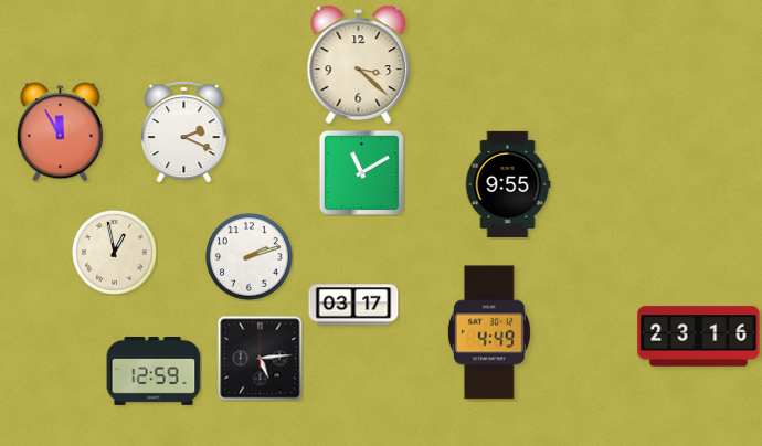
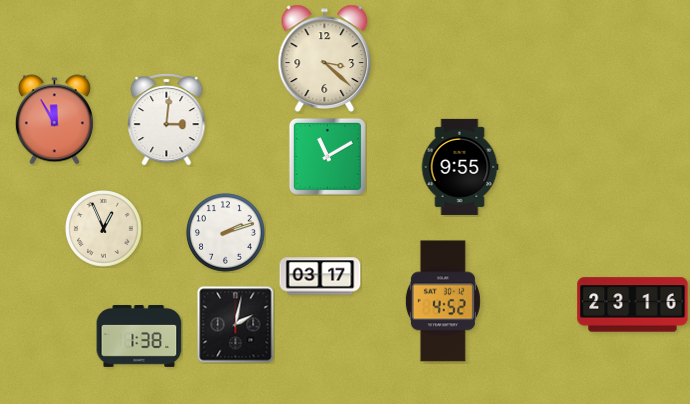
clock at (184, 132): 2:19 -> 3:01
clock at (115, 253): 12:58 -> 12:56
clock at (489, 332): 4:49 -> 4:52
clock at (261, 359): 5:14 -> 2:02
clock at (154, 372): 12:59 -> 1:38
